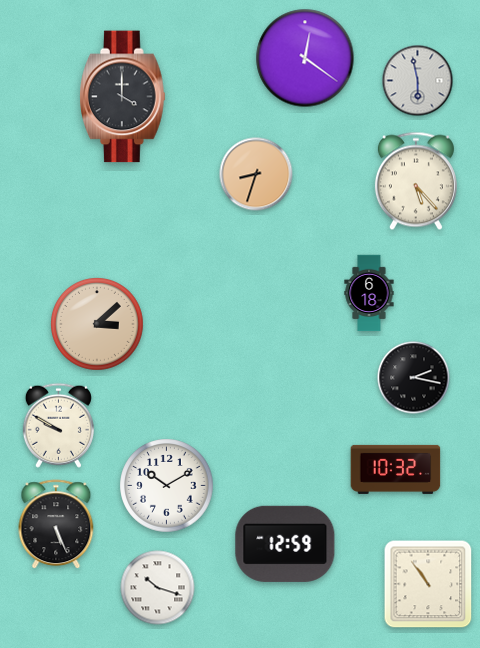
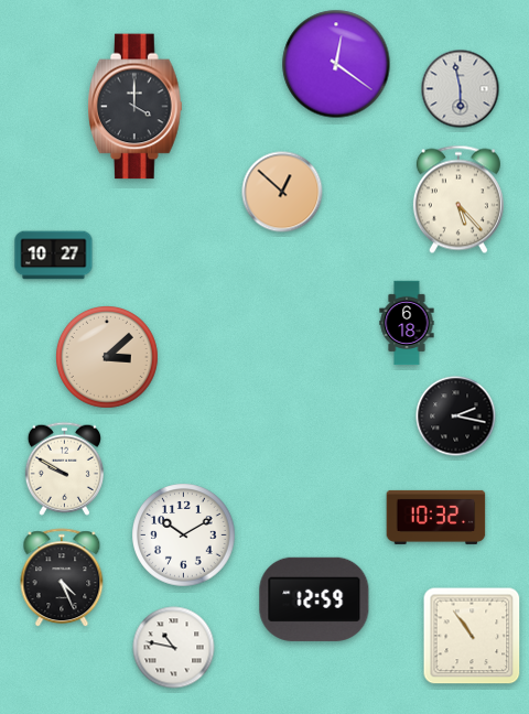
clock at (256, 174): 8:33 -> 12:52
clock at (54, 256): none -> 10:27
clock at (56, 525): 5:26 -> 4:26
clock at (428, 584) position: (428, 584) -> (472, 636)
clock at (158, 588): 10:18 -> 10:47
